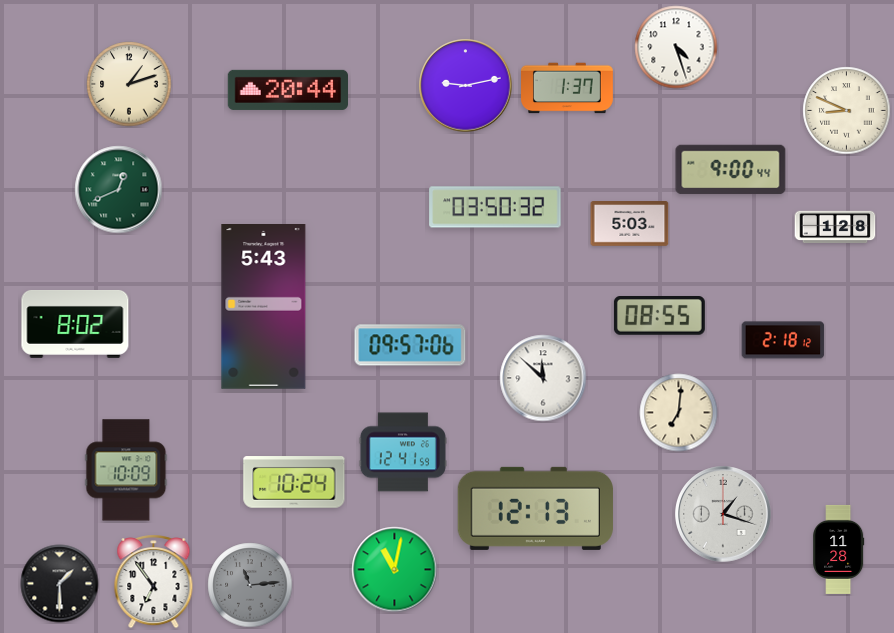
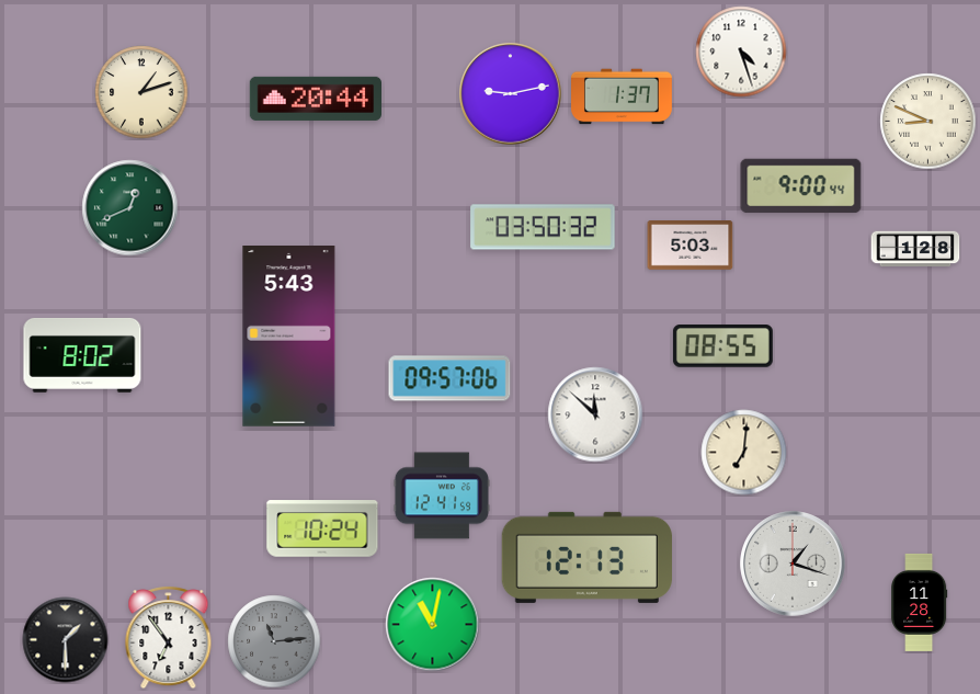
clock at (783, 340): 2:18 -> none
clock at (126, 470): 10:09 -> none
